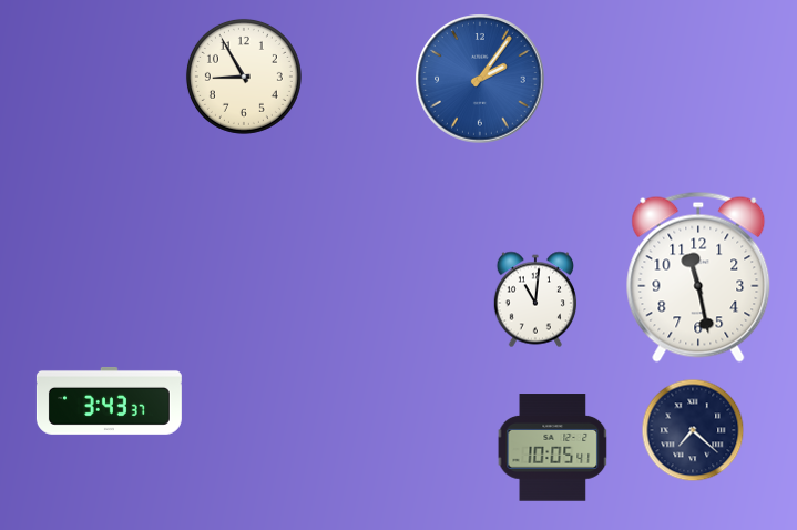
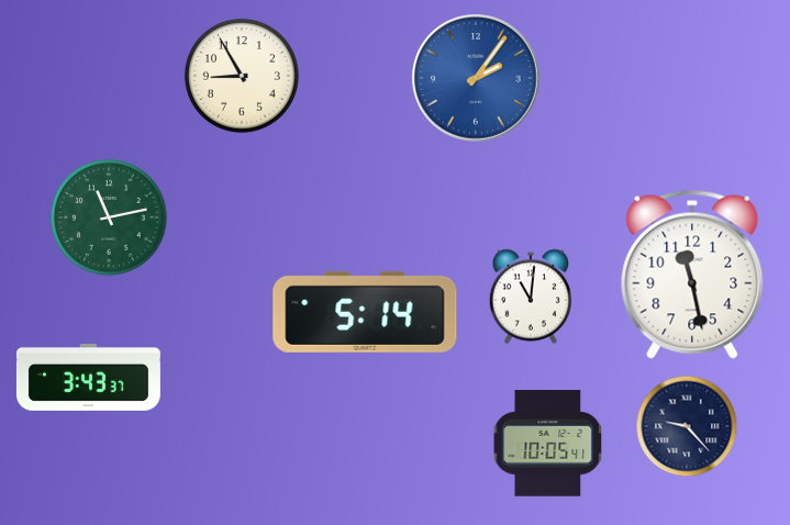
clock at (110, 219): none -> 11:13
clock at (365, 312): none -> 5:14
clock at (109, 400) position: (109, 400) -> (88, 377)
clock at (693, 430): 7:22 -> 9:23
